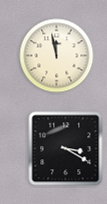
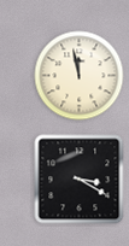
clock at (57, 56) position: (57, 56) -> (80, 76)
